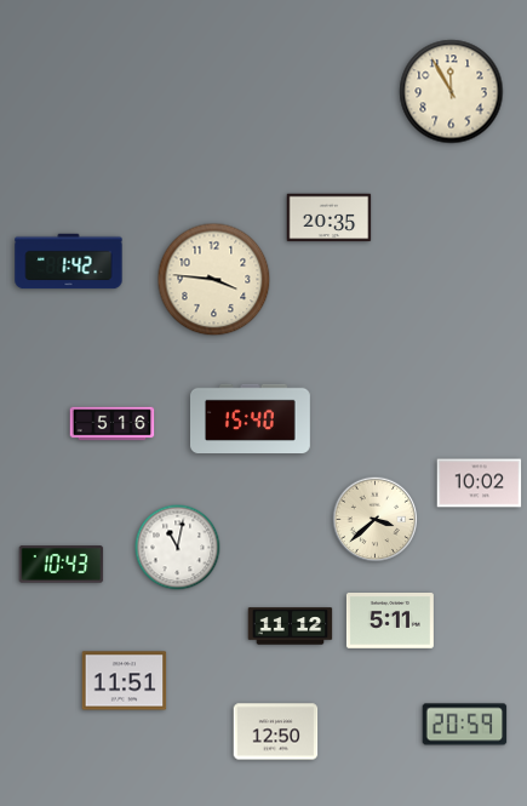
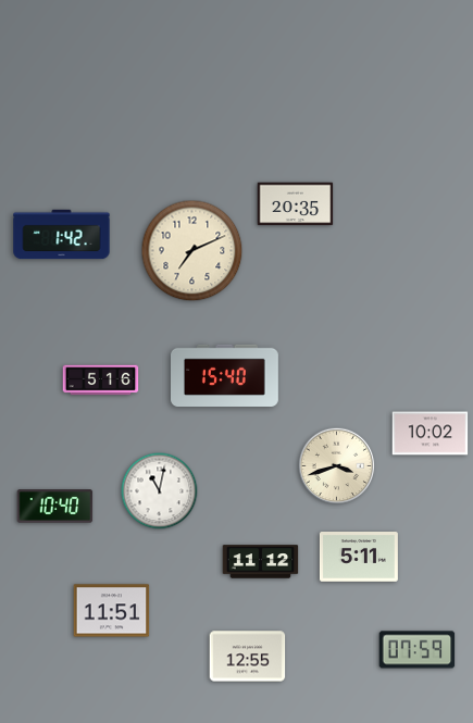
clock at (452, 92): 11:55 -> none
clock at (330, 218) position: (330, 218) -> (296, 204)
clock at (214, 280): 3:46 -> 7:11
clock at (376, 520): 3:38 -> 3:42
clock at (62, 565): 10:43 -> 10:40
clock at (390, 622) position: (390, 622) -> (359, 558)
clock at (465, 725): 20:59 -> 07:59
clock at (276, 732): 12:50 -> 12:55
